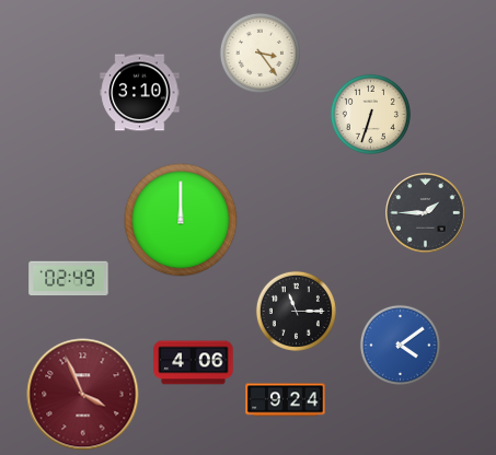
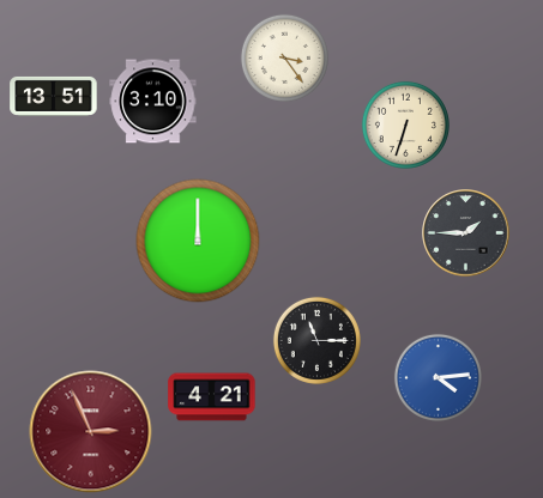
clock at (54, 96): none -> 13:51
clock at (69, 279): 02:49 -> none
clock at (296, 311) position: (296, 311) -> (316, 340)
clock at (400, 345): 4:09 -> 4:14
clock at (194, 363): 4:06 -> 4:21
clock at (83, 395): 3:56 -> 2:56
clock at (286, 400): 9:24 -> none
